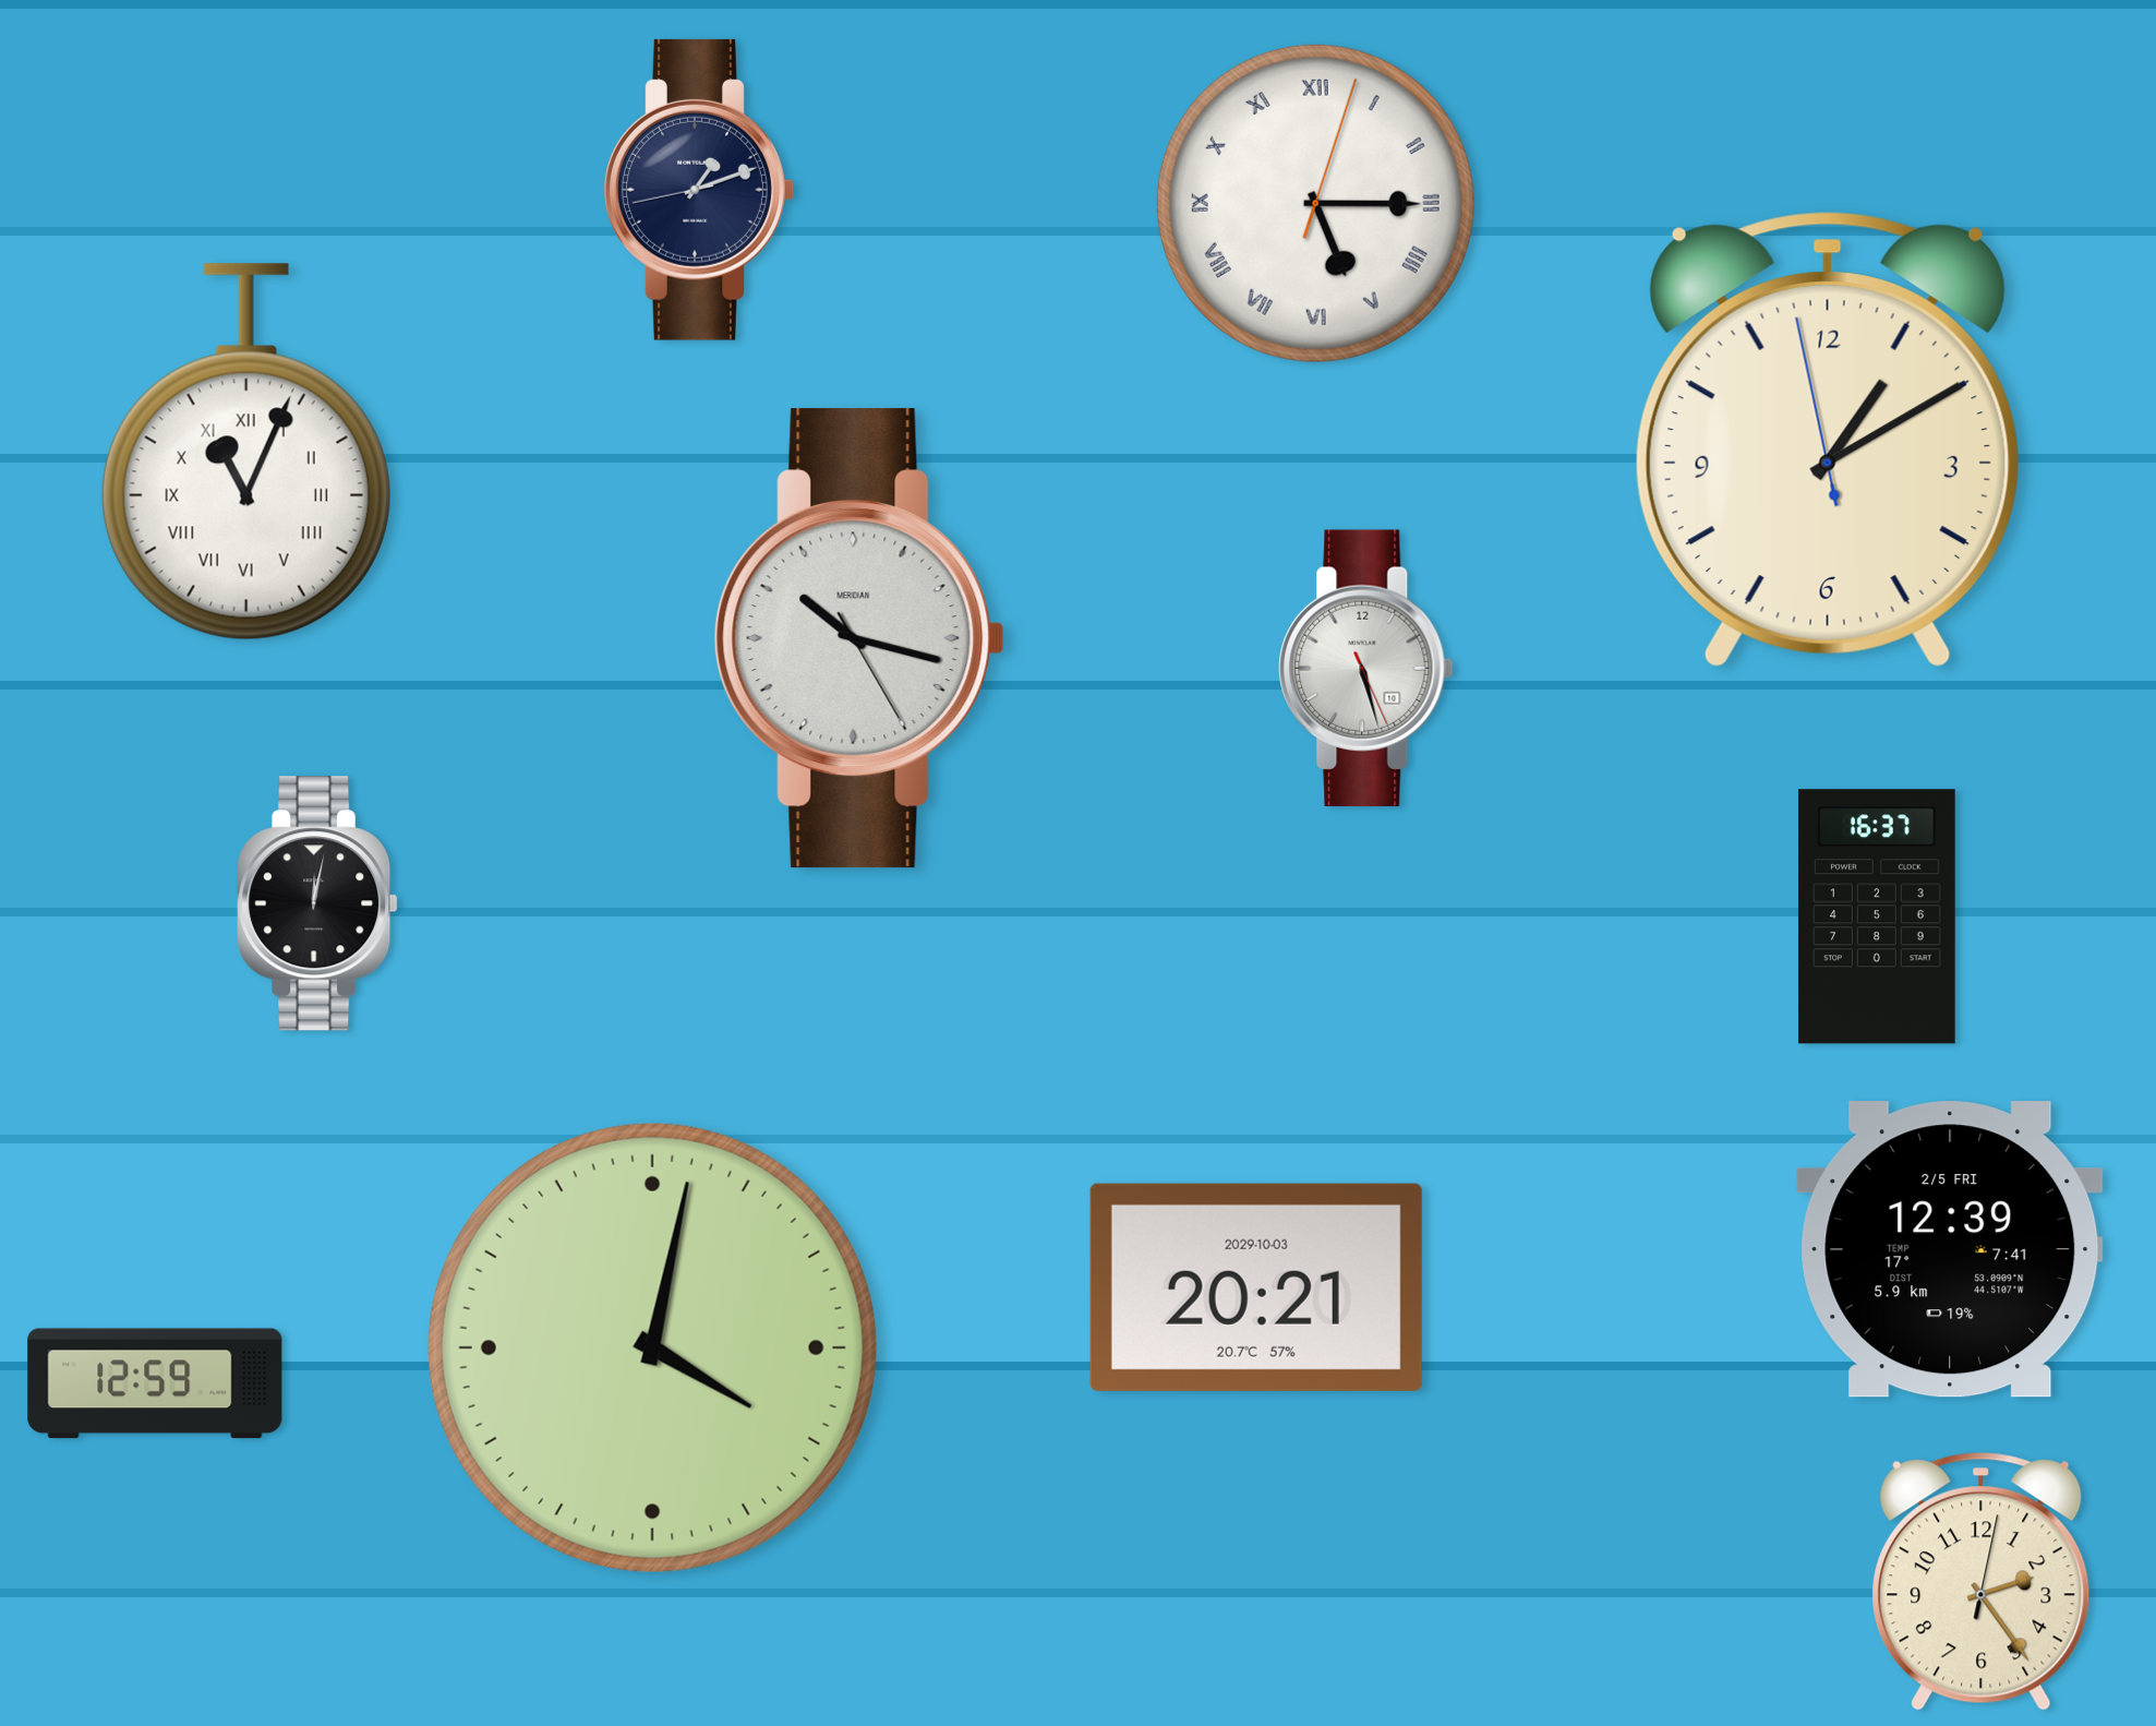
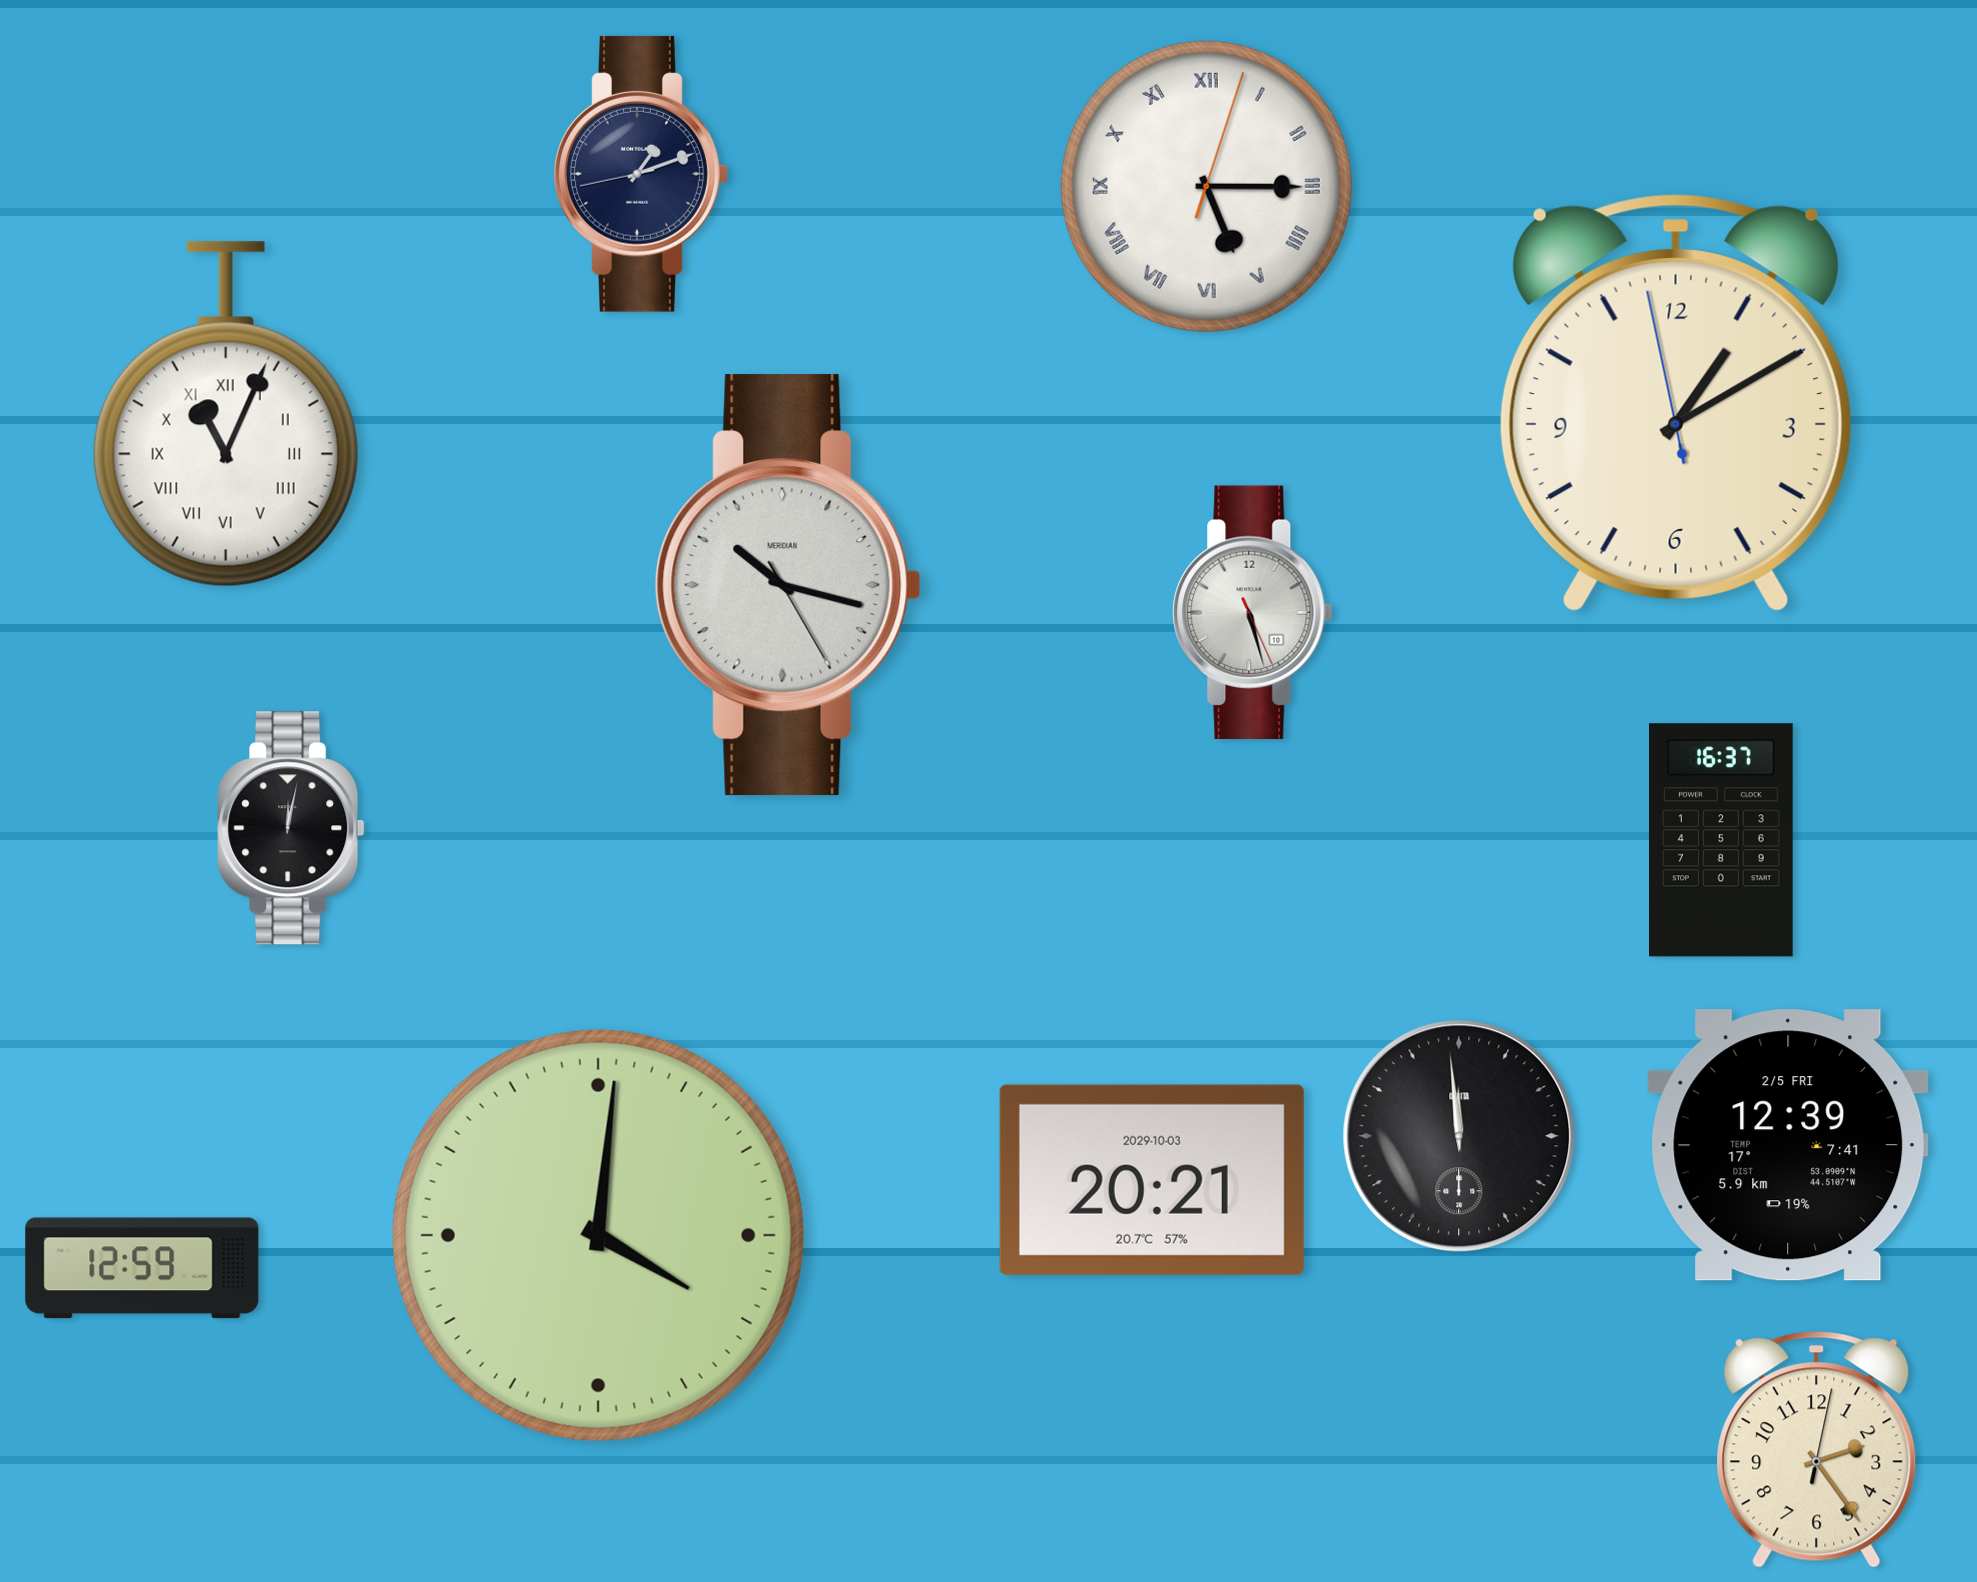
clock at (1459, 1136): none -> 11:59
clock at (652, 1347): 4:02 -> 4:01
